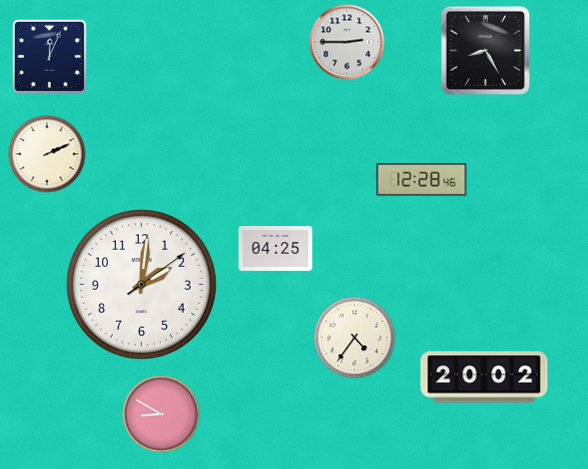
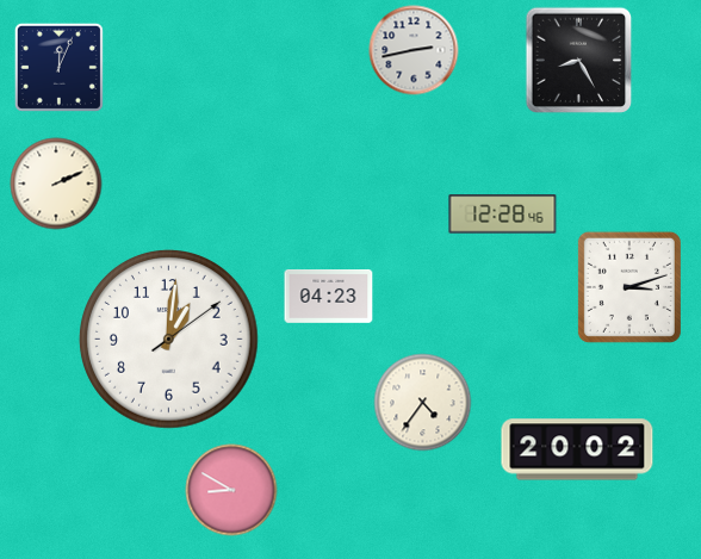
clock at (347, 42): 2:45 -> 2:43
clock at (629, 287): none -> 3:12
clock at (276, 249): 04:25 -> 04:23
clock at (142, 285): 2:01 -> 1:01
clock at (161, 414) position: (161, 414) -> (231, 490)
